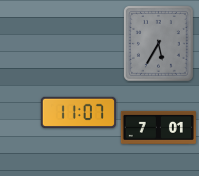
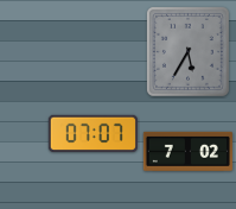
clock at (78, 112): 11:07 -> 07:07
clock at (158, 127): 7:01 -> 7:02
